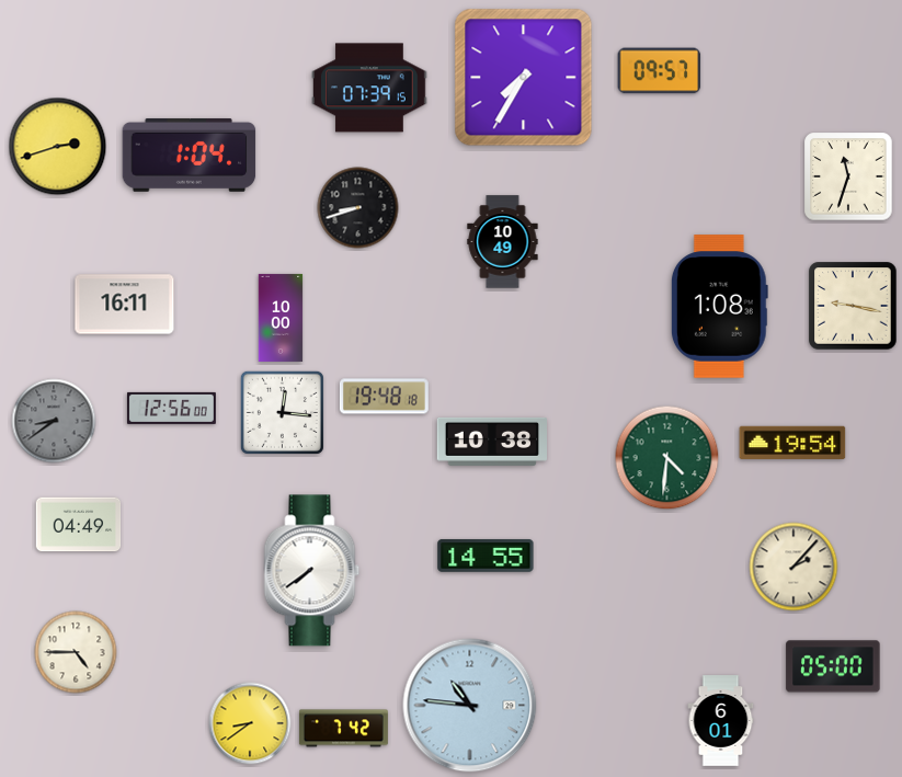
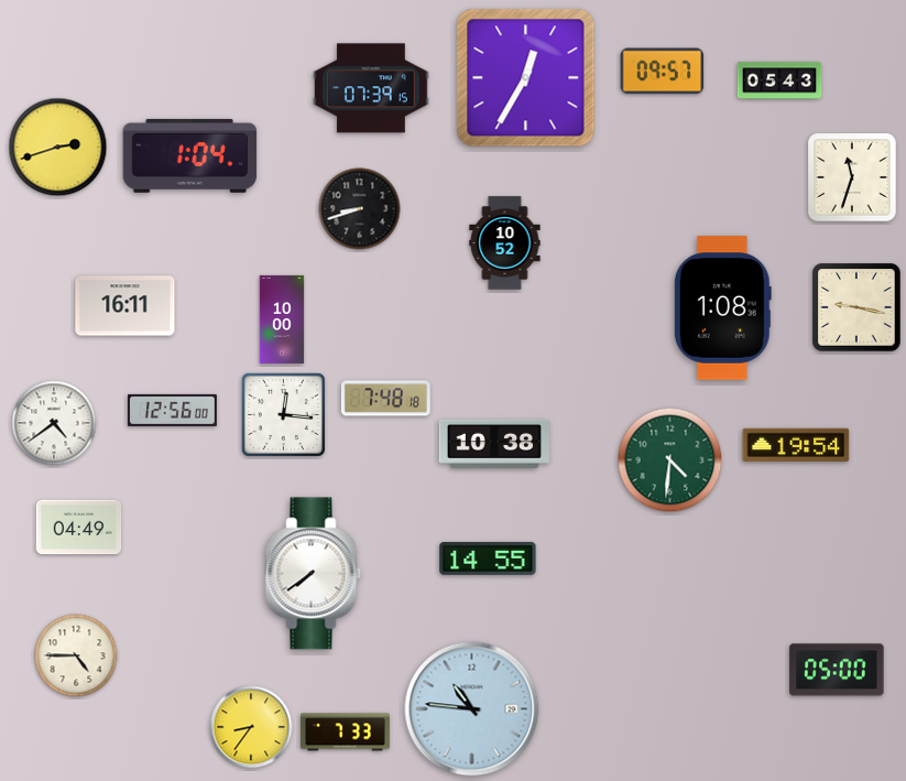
clock at (524, 78): 7:35 -> 12:35
clock at (779, 80): none -> 05:43
clock at (503, 242): 10:49 -> 10:52
clock at (384, 397): 19:48 -> 7:48
clock at (54, 421): 8:39 -> 4:39
clock at (54, 421) dial: grey -> white
clock at (793, 567): 2:07 -> none
clock at (721, 721): 6:01 -> none
clock at (250, 723): 8:39 -> 8:36
clock at (343, 729): 7:42 -> 7:33
